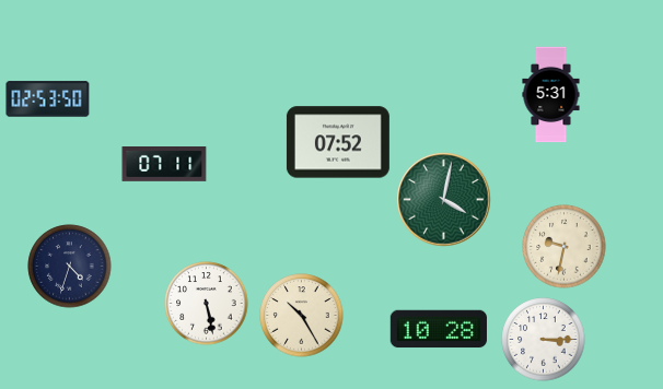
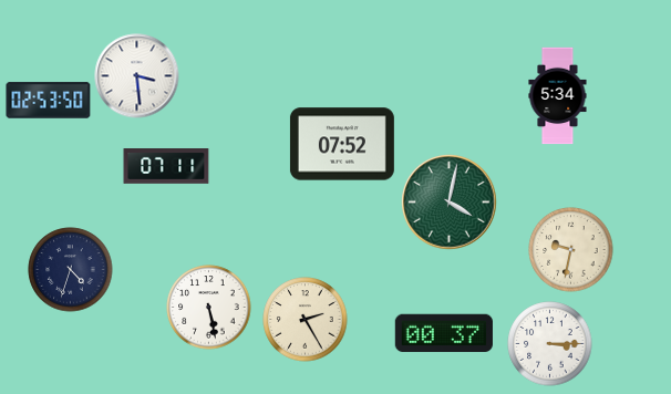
clock at (137, 76): none -> 3:29
clock at (551, 95): 5:31 -> 5:34
clock at (302, 316): 10:25 -> 2:25
clock at (439, 329): 10:28 -> 00:37
